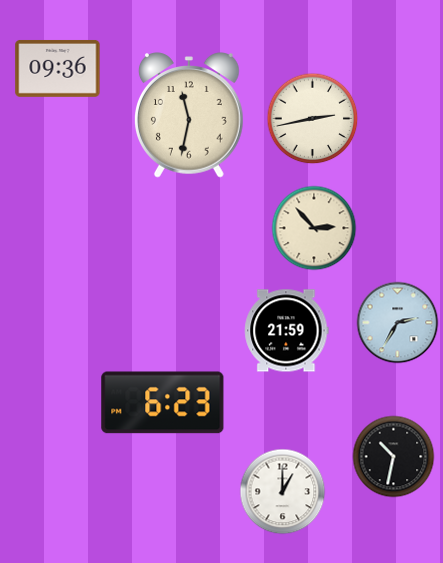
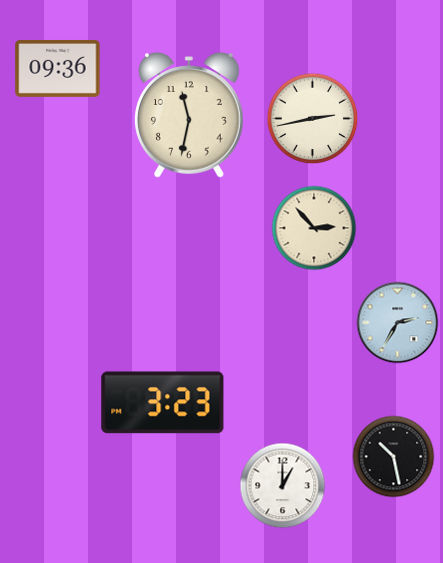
clock at (287, 331): 21:59 -> none
clock at (163, 403): 6:23 -> 3:23
clock at (394, 457): 10:32 -> 10:28
clock at (283, 492) position: (283, 492) -> (283, 486)
